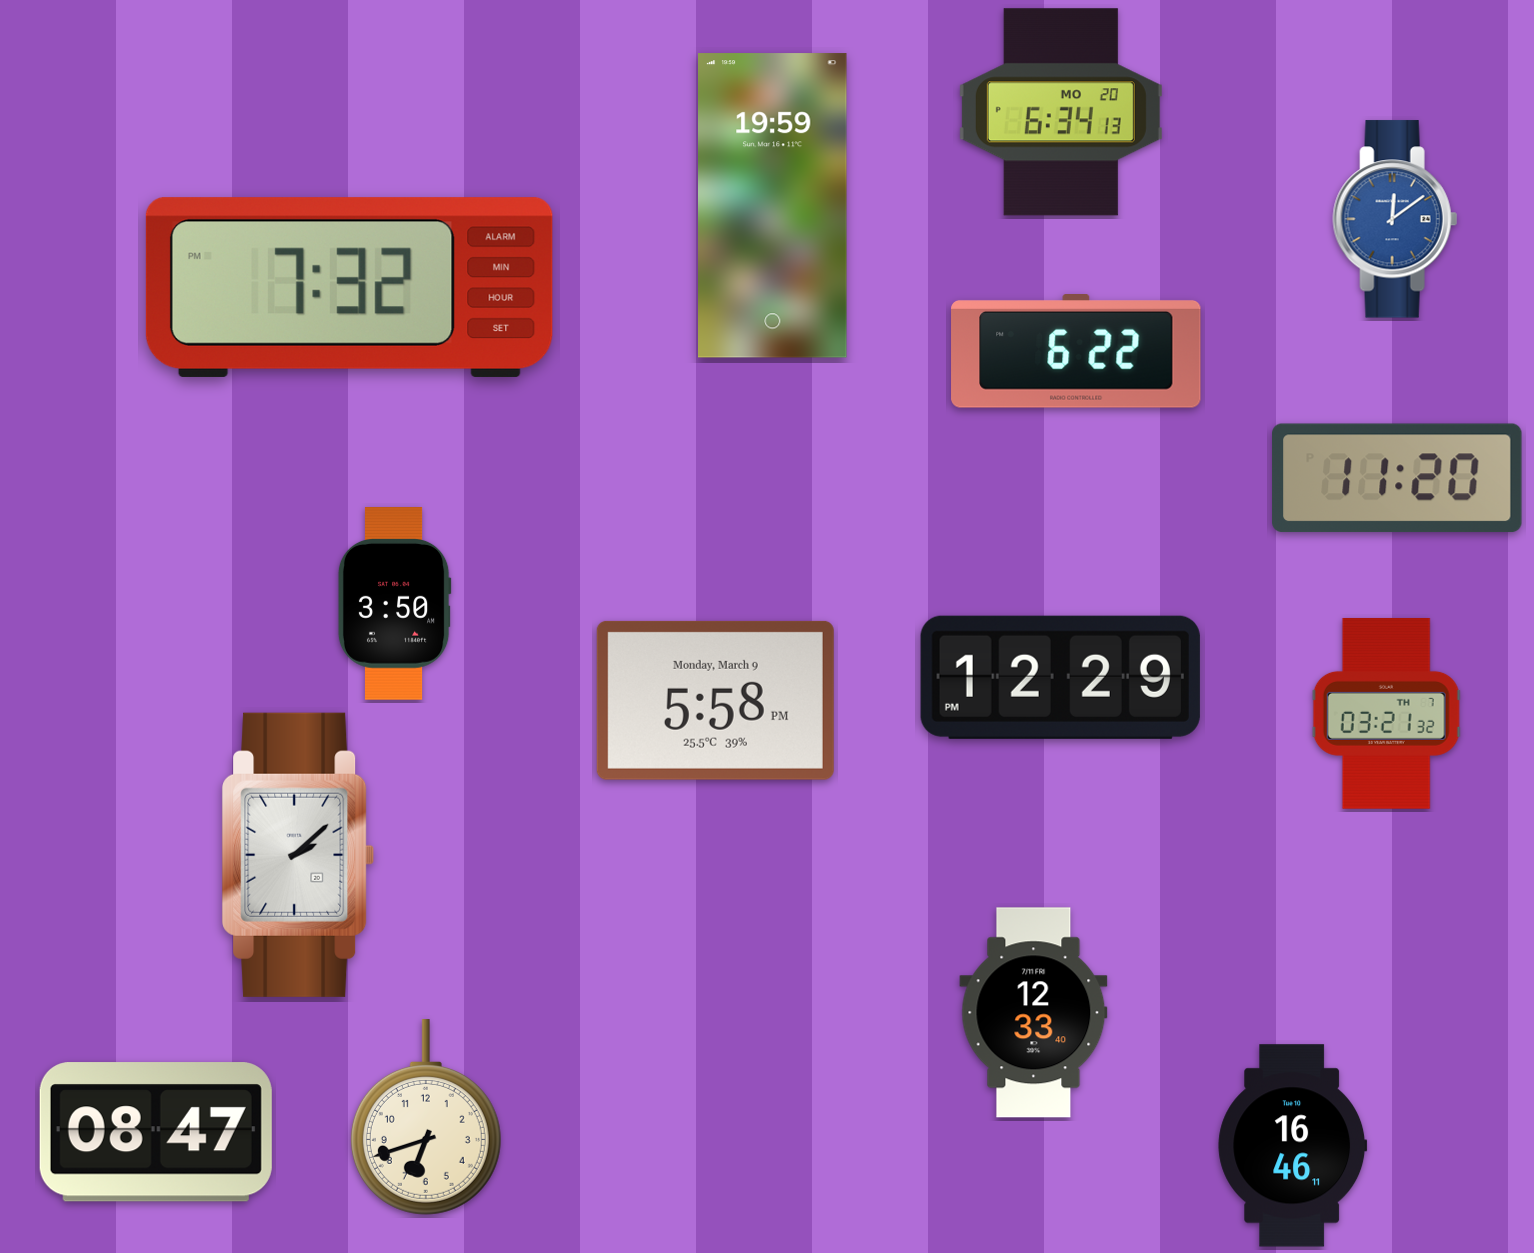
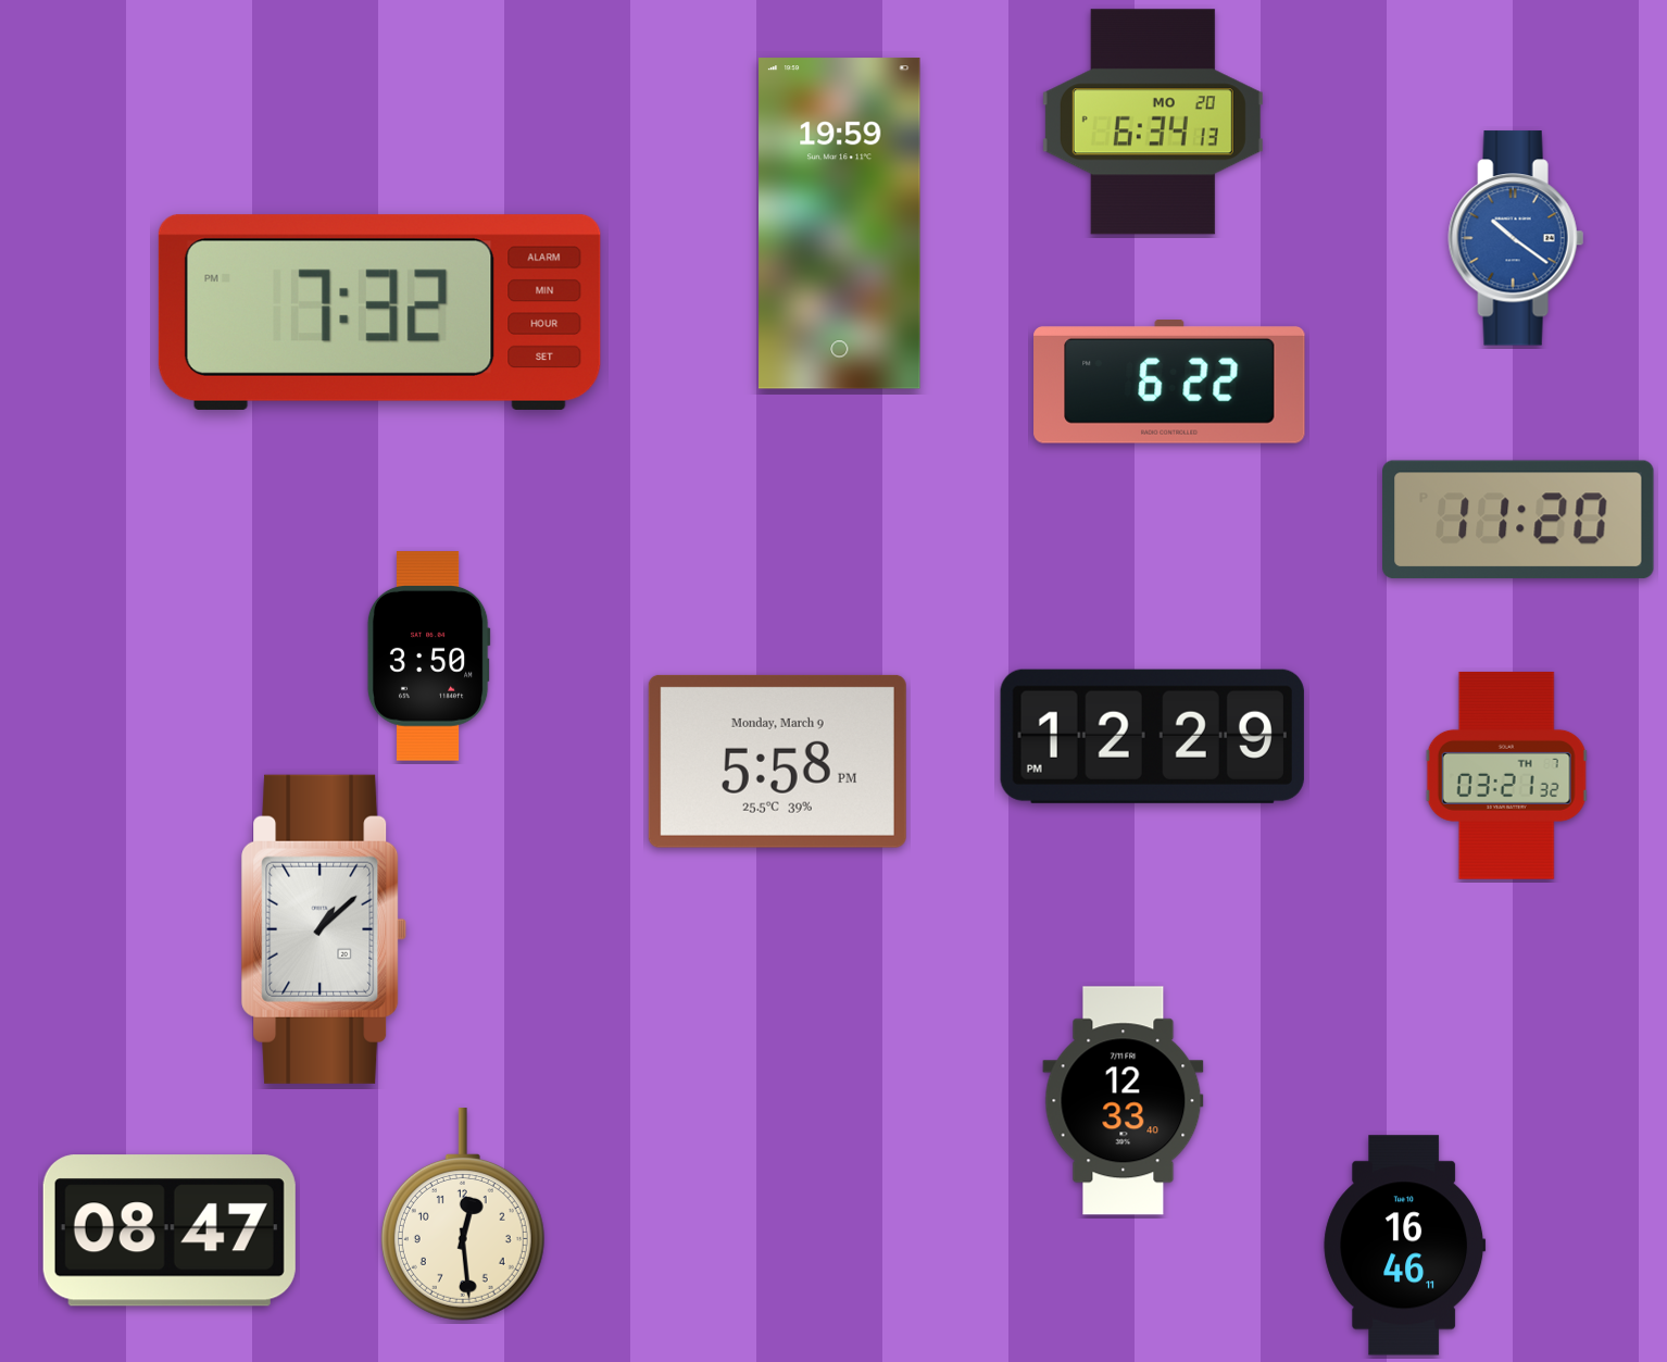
clock at (1395, 219): 12:09 -> 10:21
clock at (298, 855): 2:08 -> 1:08
clock at (426, 1117): 6:42 -> 12:29
